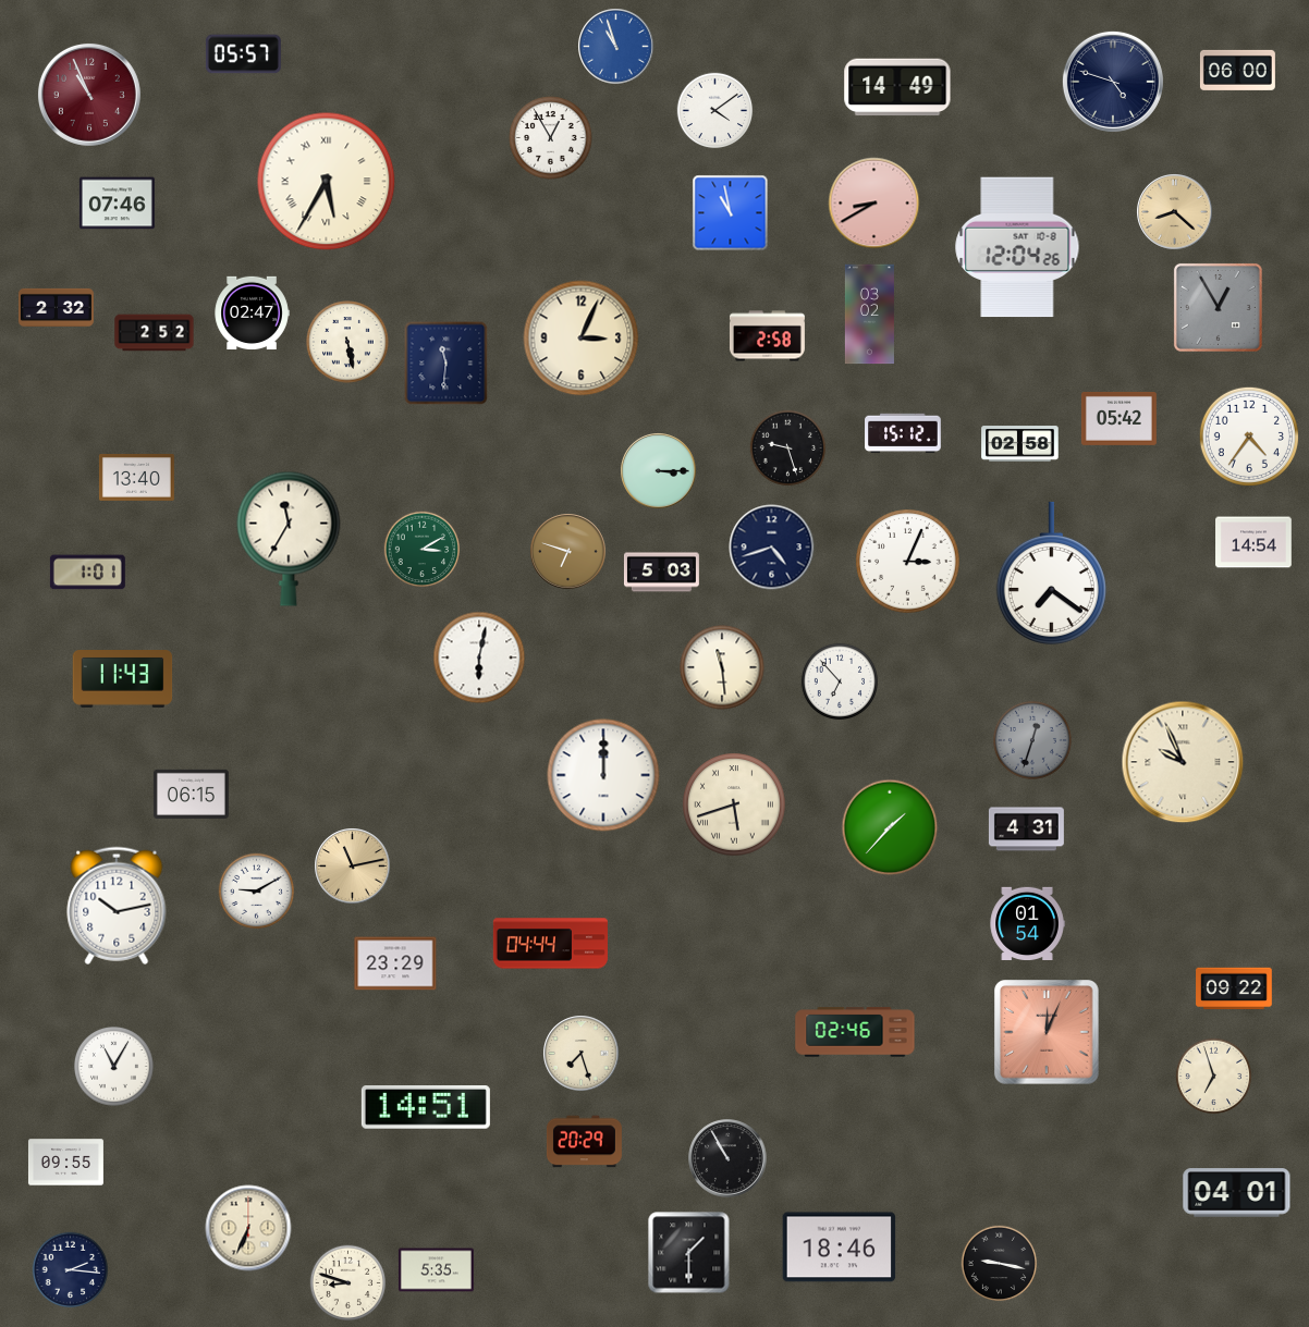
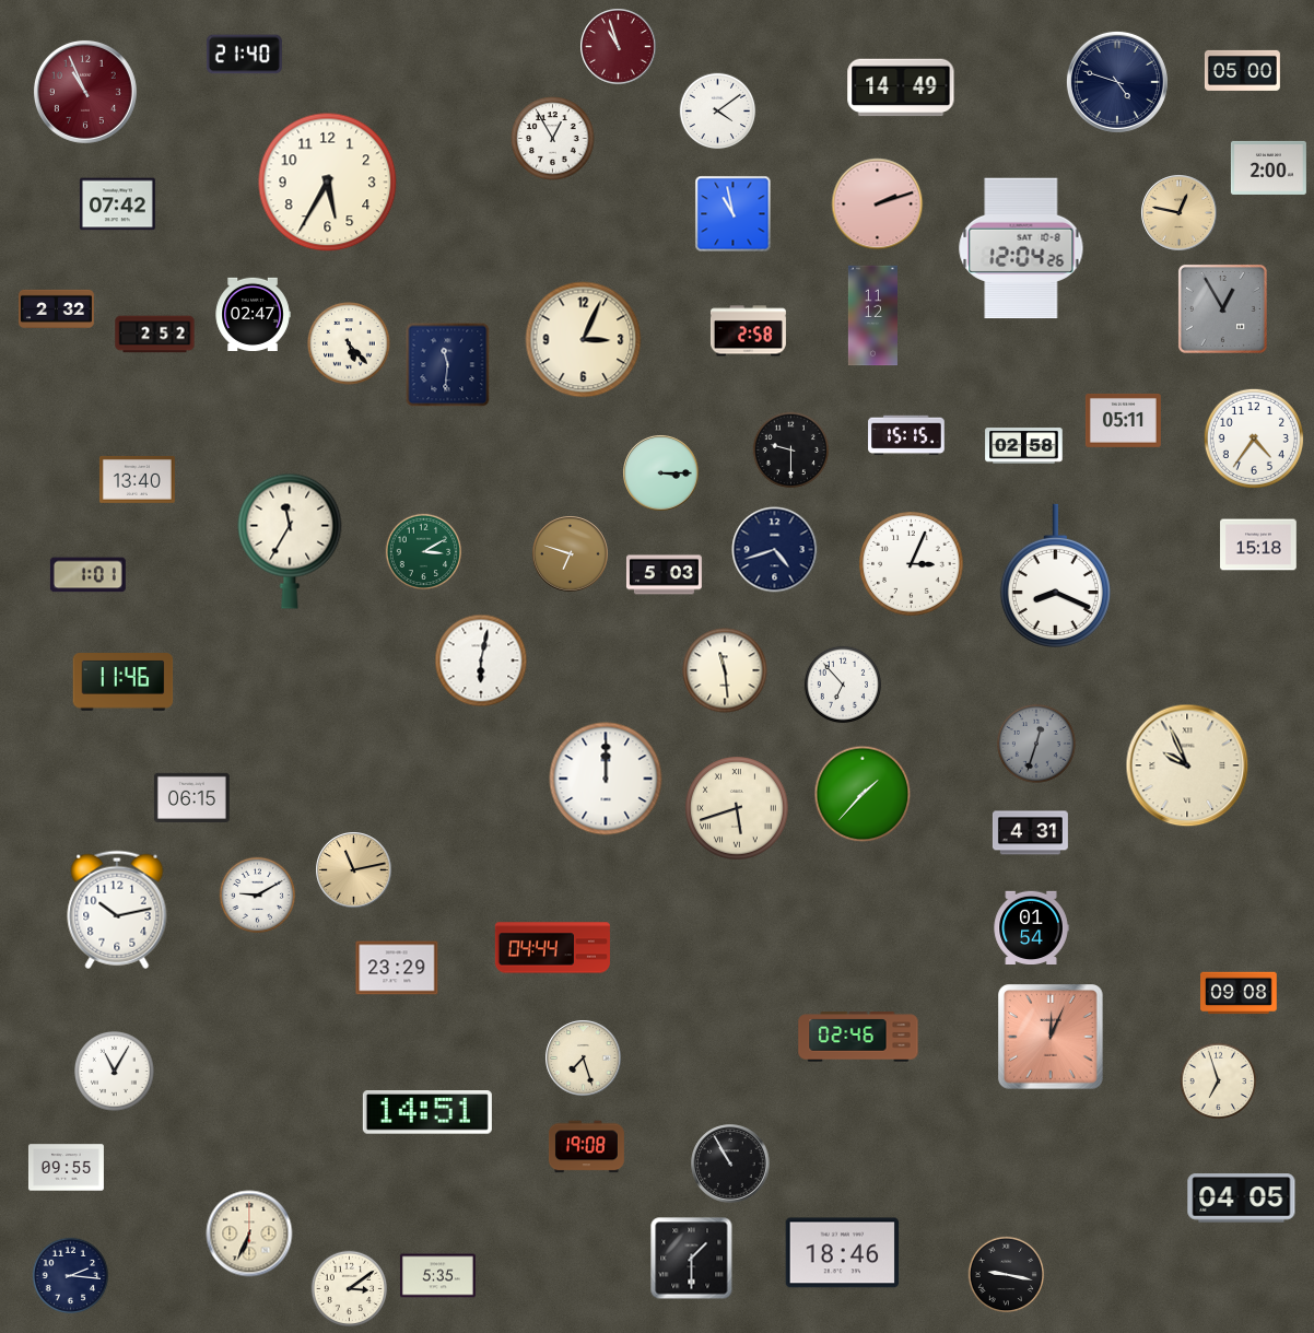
clock at (616, 47) dial: blue -> burgundy
clock at (243, 54): 05:57 -> 21:40
clock at (1237, 70): 06:00 -> 05:00
clock at (89, 95) position: (89, 95) -> (85, 92)
clock at (1268, 167): none -> 2:00
clock at (327, 182) numerals: Roman -> Arabic
clock at (117, 204): 07:46 -> 07:42
clock at (874, 204): 8:40 -> 2:12
clock at (1175, 212): 8:22 -> 12:47
clock at (869, 315): 03:02 -> 11:12
clock at (767, 336) position: (767, 336) -> (748, 331)
clock at (347, 342): 5:28 -> 5:23
clock at (1118, 418): 05:42 -> 05:11
clock at (903, 433): 15:12 -> 15:15
clock at (788, 449): 9:27 -> 9:30
clock at (1253, 542): 14:54 -> 15:18
clock at (1051, 573): 7:21 -> 8:19
clock at (123, 679): 11:43 -> 11:46
clock at (890, 827) position: (890, 827) -> (863, 794)
clock at (1234, 988): 09:22 -> 09:08
clock at (584, 1142): 20:29 -> 19:08
clock at (1237, 1193): 04:01 -> 04:05
clock at (1000, 1264) position: (1000, 1264) -> (1007, 1275)
clock at (348, 1283): 8:48 -> 3:09
